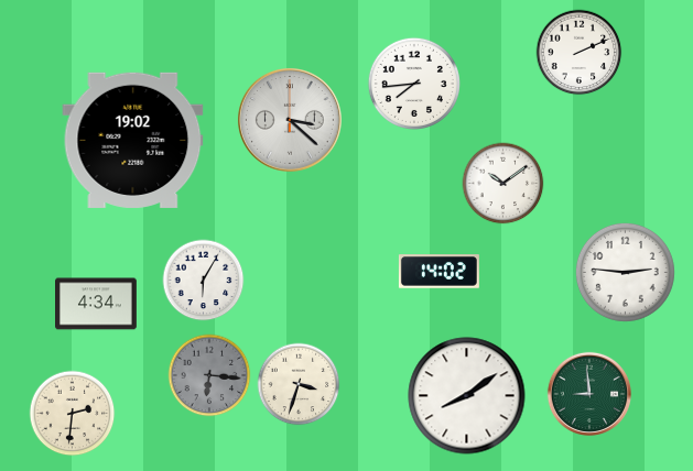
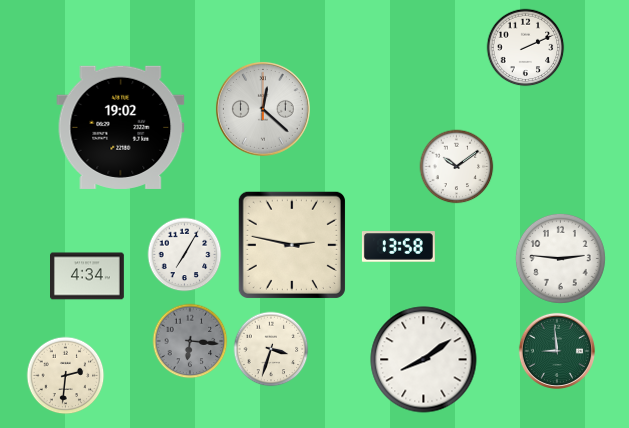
clock at (414, 84): 7:44 -> none
clock at (290, 120): 3:22 -> 12:22
clock at (292, 245): none -> 2:47
clock at (438, 272): 14:02 -> 13:58
clock at (625, 272) position: (625, 272) -> (560, 258)
clock at (204, 281): 6:05 -> 7:05
clock at (589, 394) position: (589, 394) -> (557, 351)
